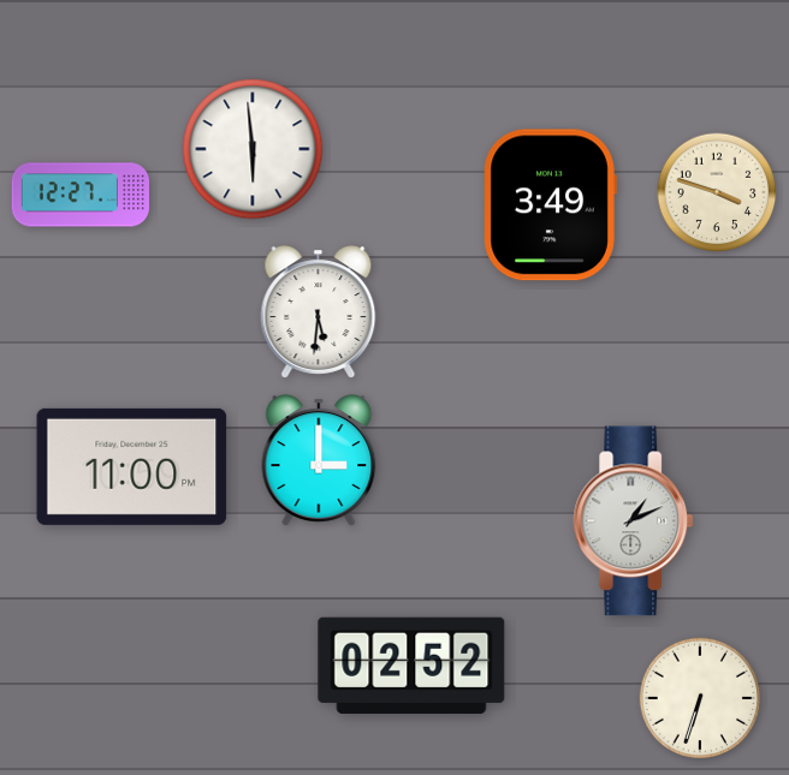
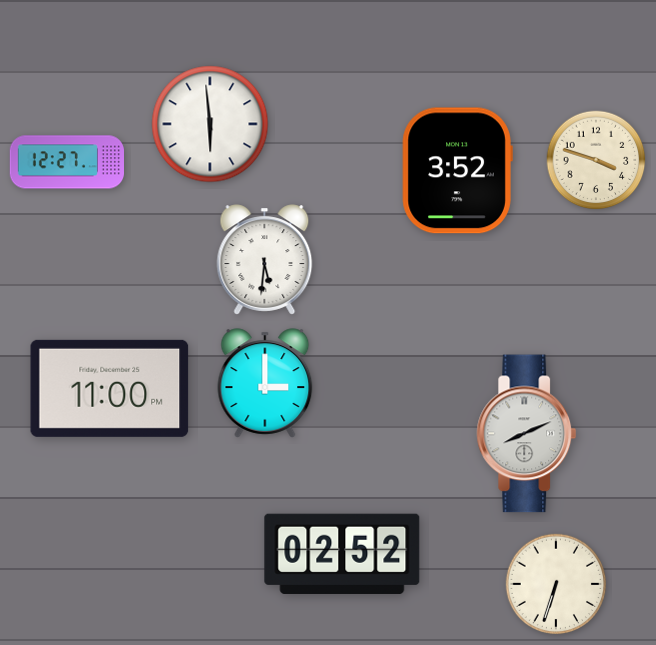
clock at (550, 205): 3:49 -> 3:52
clock at (634, 521): 1:11 -> 8:11
clock at (700, 698) position: (700, 698) -> (556, 584)
